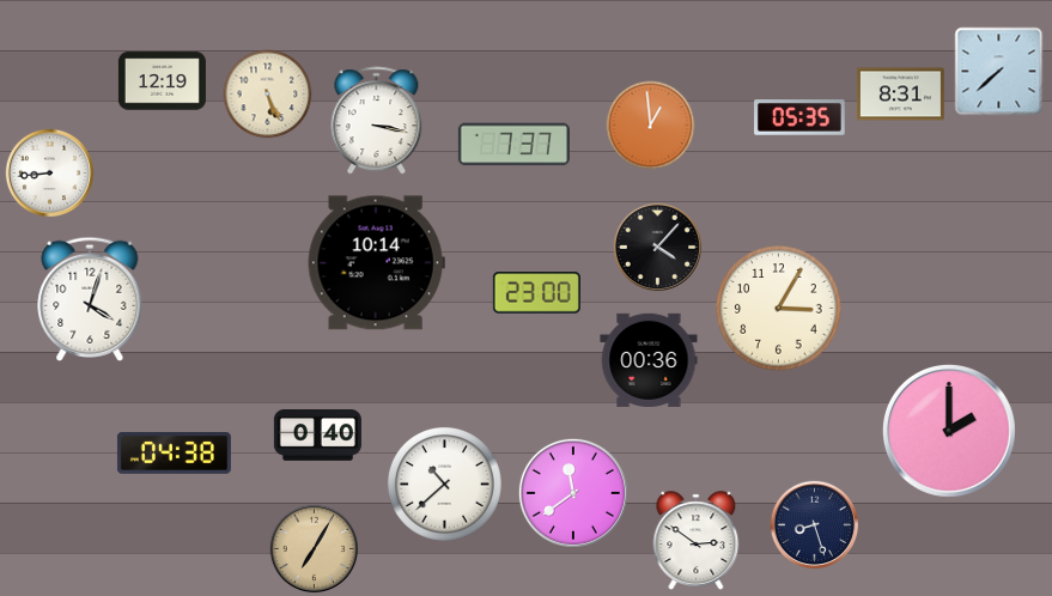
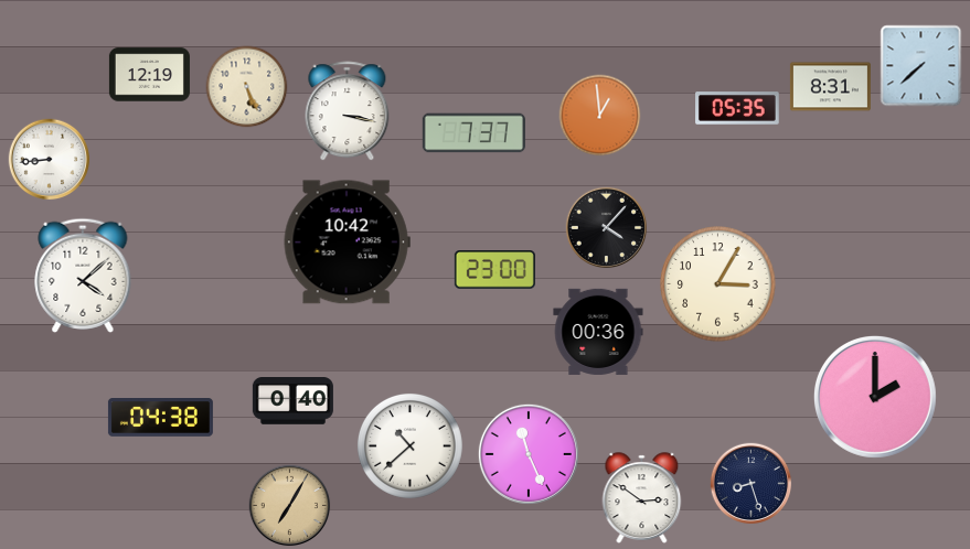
clock at (50, 174) position: (50, 174) -> (50, 160)
clock at (376, 263): 10:14 -> 10:42
clock at (90, 299): 4:03 -> 4:08
clock at (573, 493): 11:39 -> 11:26
